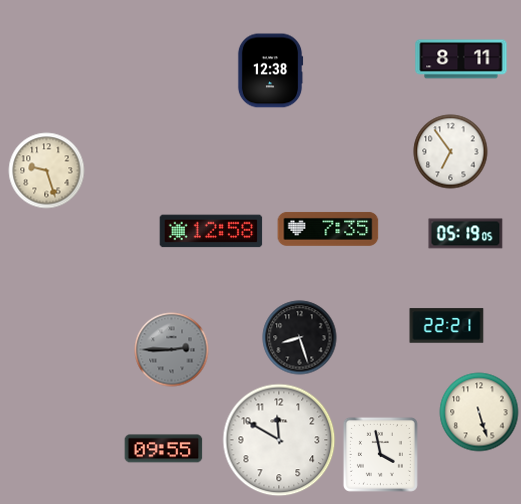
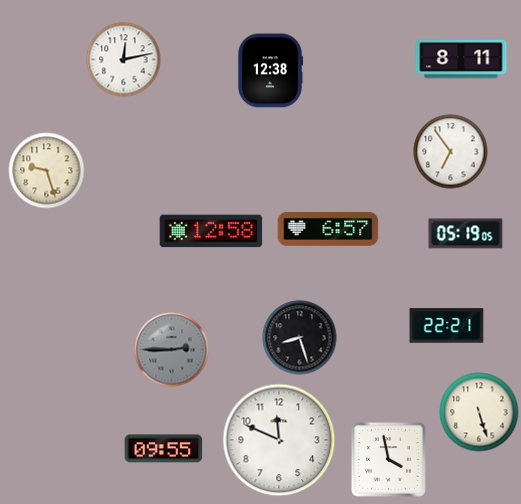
clock at (124, 60): none -> 12:13
clock at (328, 229): 7:35 -> 6:57
clock at (279, 440): 11:50 -> 11:49
clock at (380, 454) position: (380, 454) -> (388, 459)
